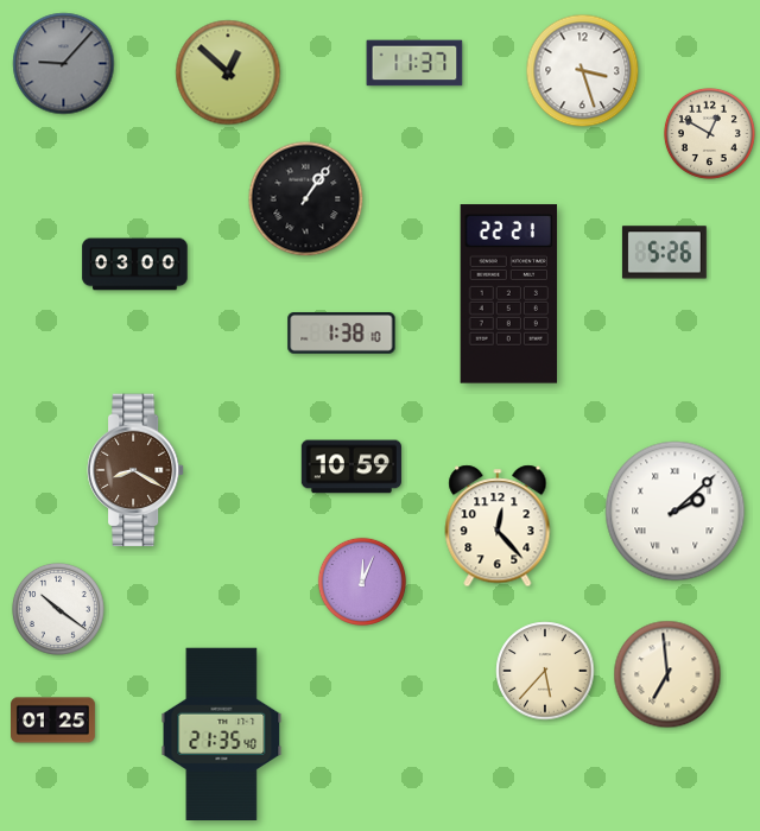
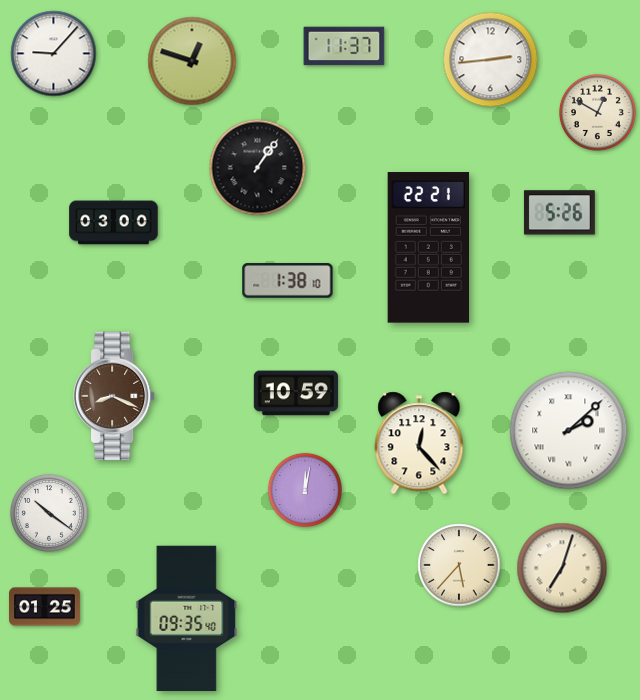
clock at (414, 63) position: (414, 63) -> (344, 46)
clock at (64, 64) dial: grey -> white
clock at (583, 71): 3:27 -> 2:44
clock at (228, 72): 12:52 -> 12:48
clock at (135, 470): 8:20 -> 8:19
clock at (362, 582): 12:04 -> 12:02
clock at (667, 674): 6:59 -> 7:03
clock at (222, 735): 21:35 -> 09:35
